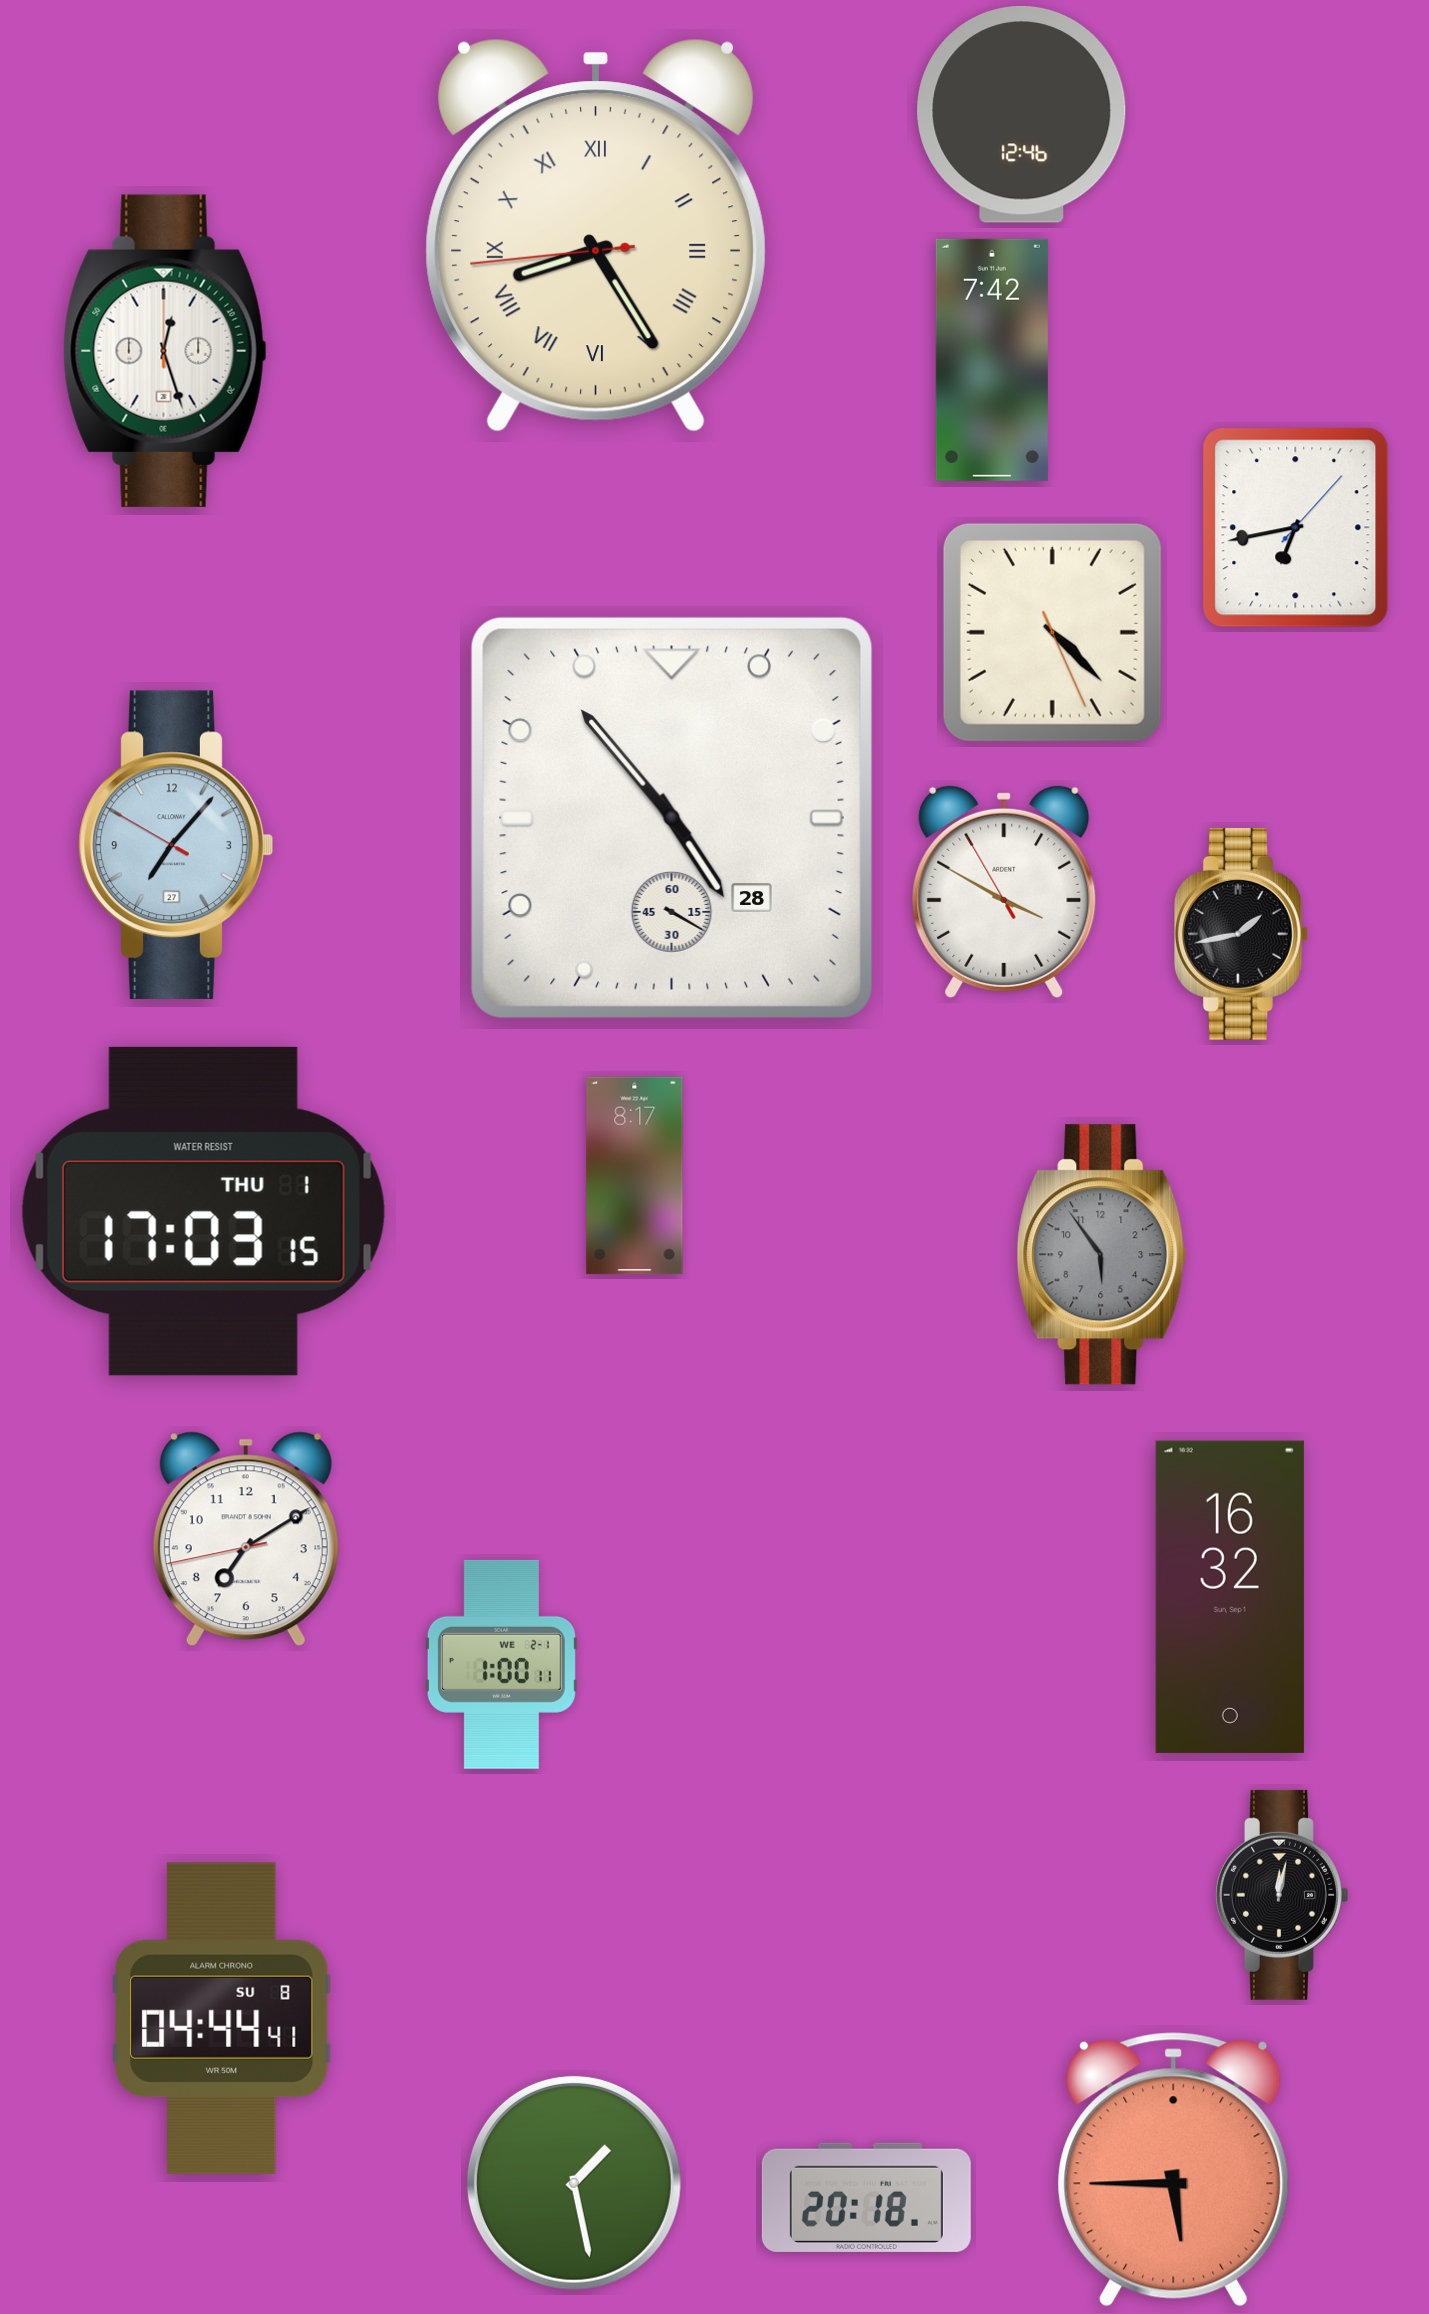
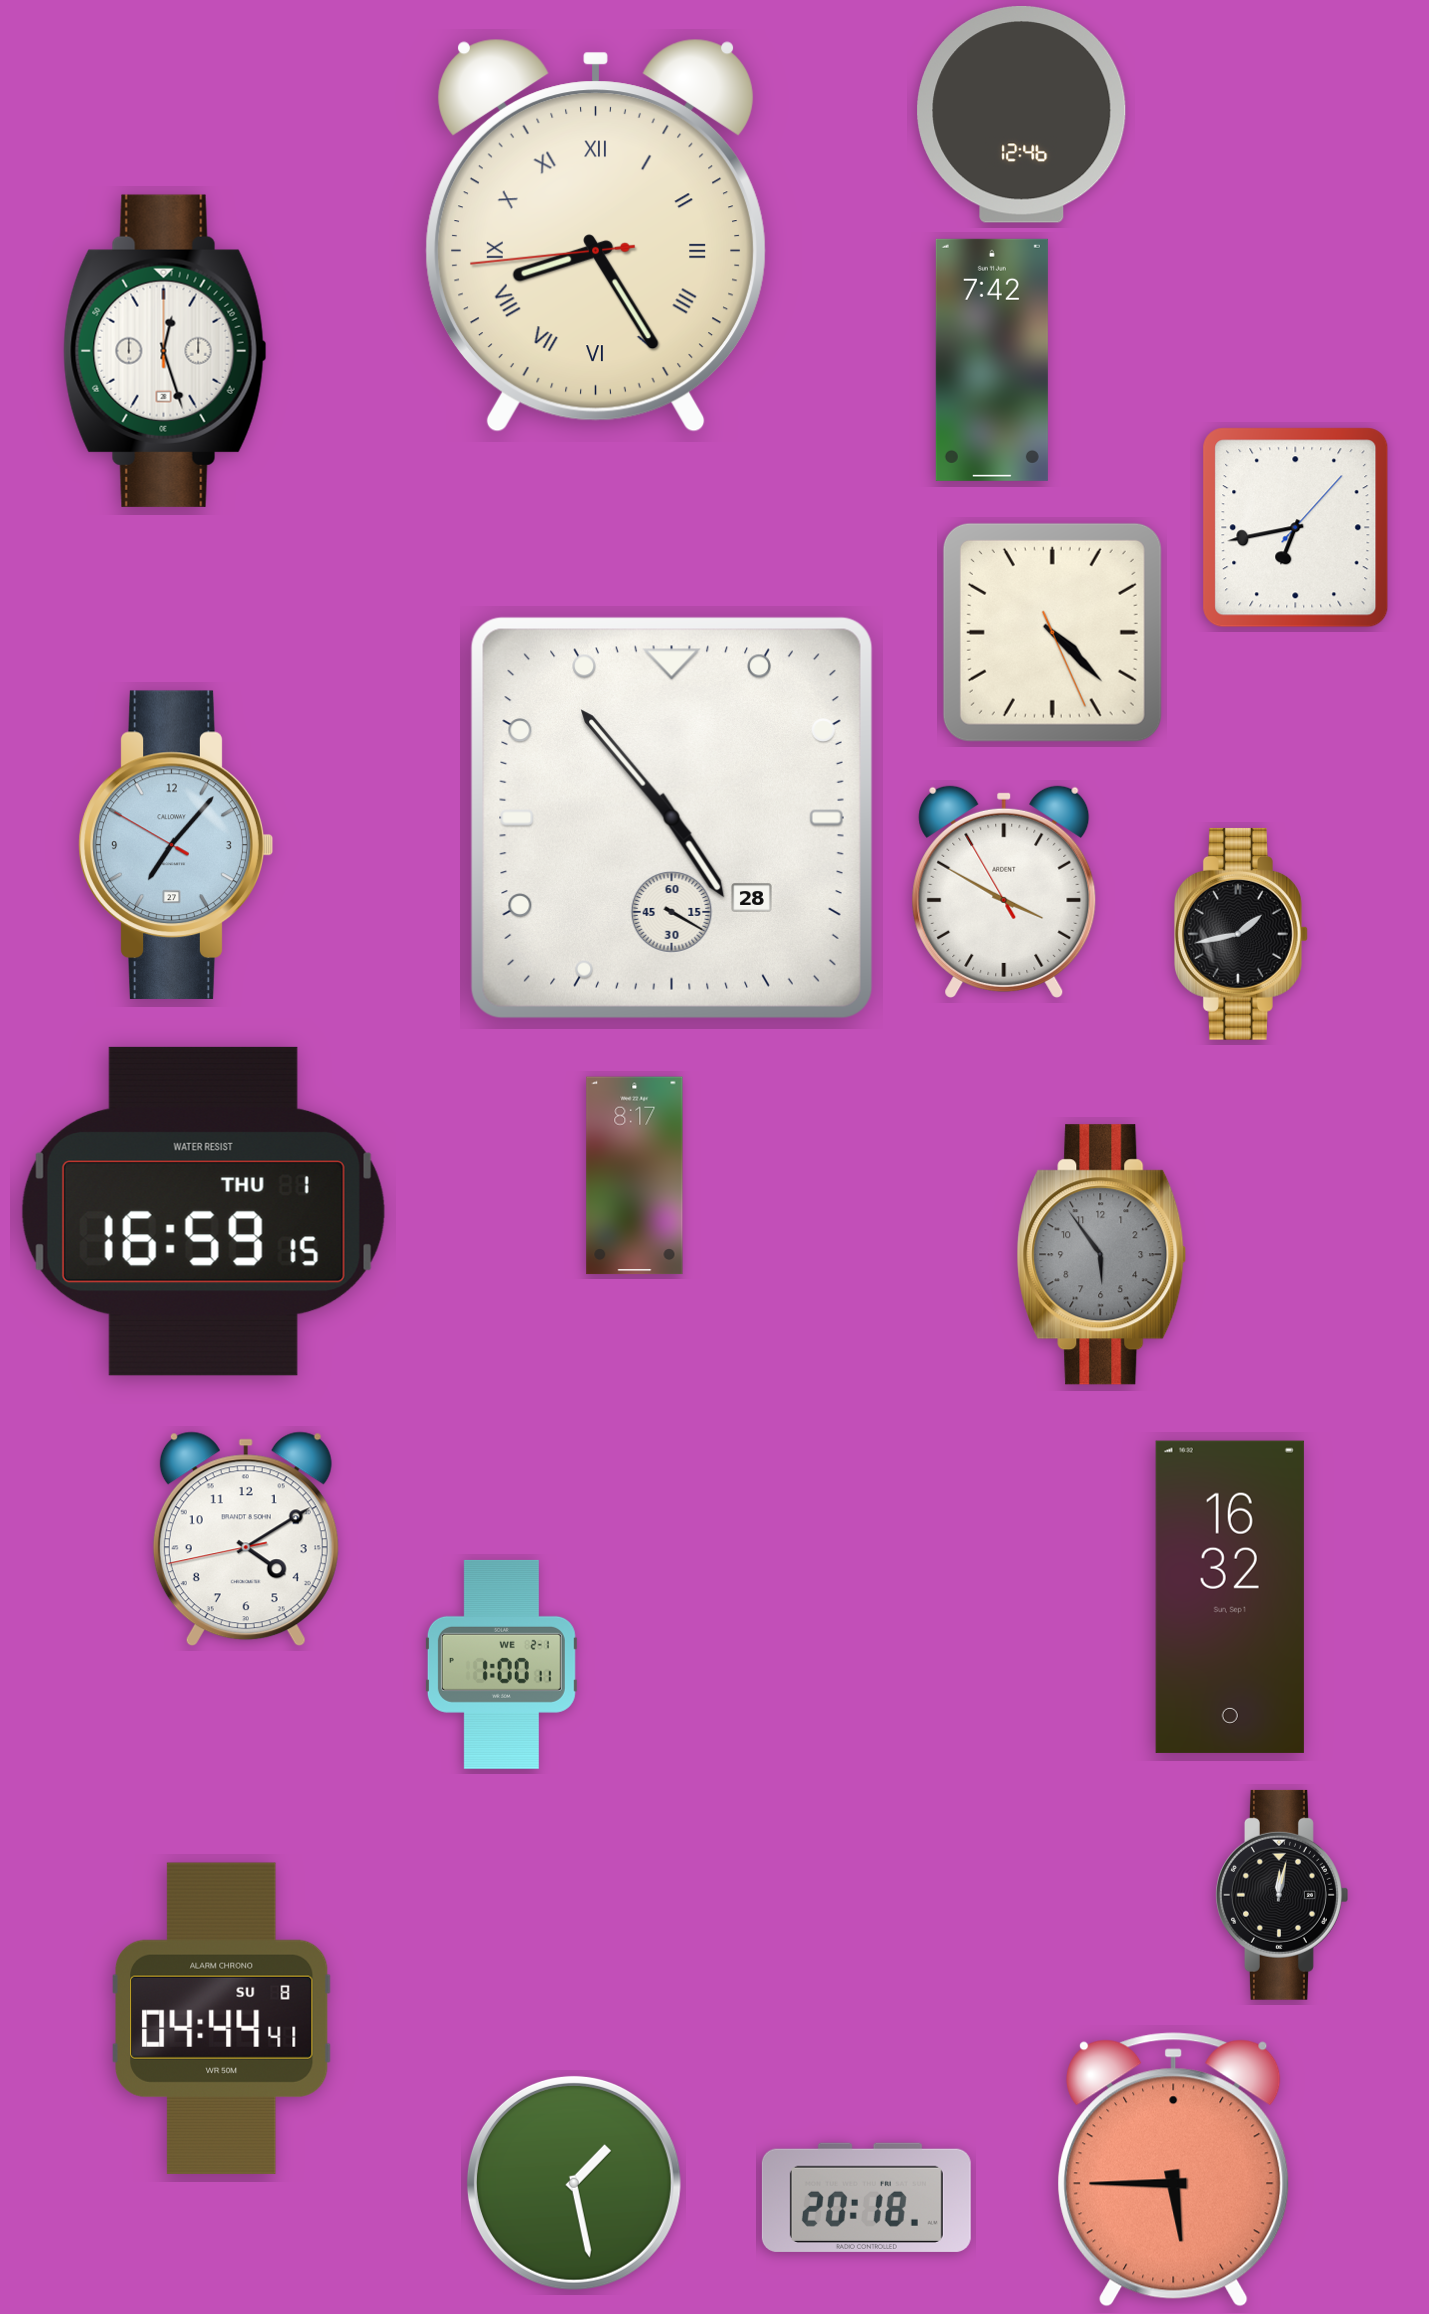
clock at (203, 1211): 17:03 -> 16:59
clock at (246, 1539): 7:09 -> 4:09
